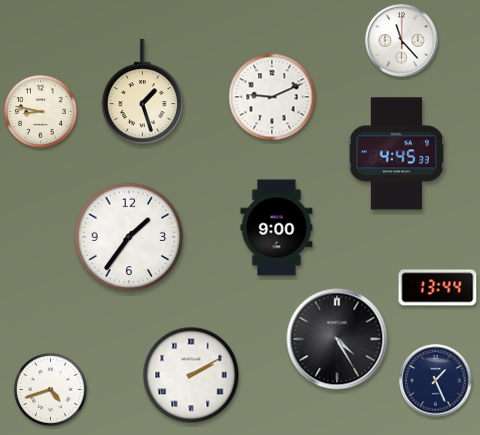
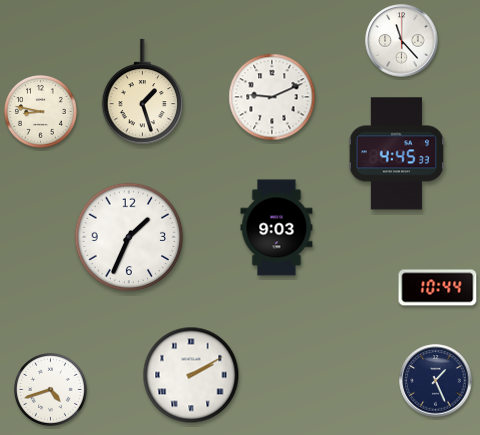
clock at (277, 228): 9:00 -> 9:03
clock at (129, 237): 1:36 -> 1:34
clock at (438, 288): 13:44 -> 10:44
clock at (337, 339): 4:25 -> none
